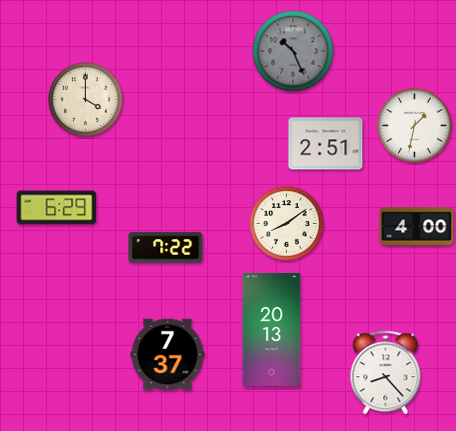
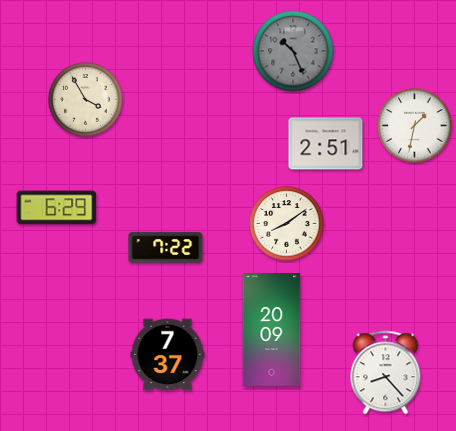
clock at (86, 100): 4:00 -> 3:55
clock at (417, 227): 4:00 -> none
clock at (272, 330): 20:13 -> 20:09
